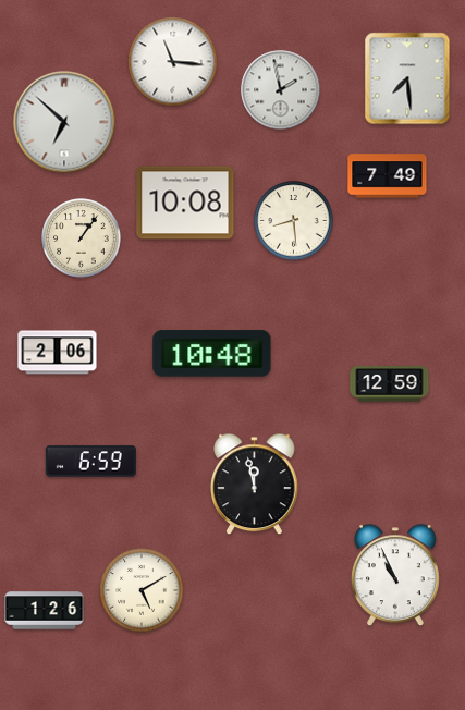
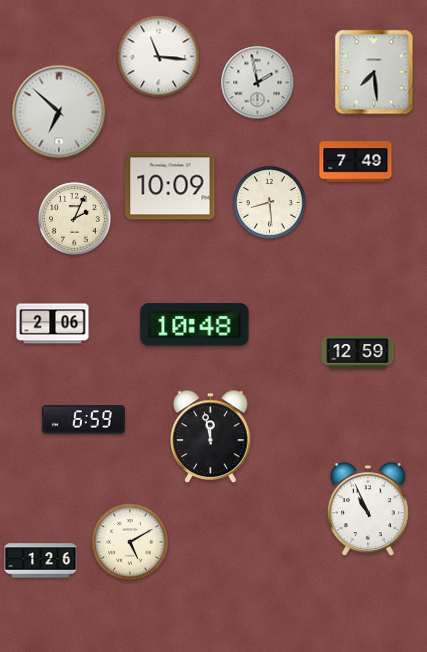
clock at (185, 203): 10:08 -> 10:09
clock at (82, 238): 1:06 -> 2:04
clock at (90, 462) position: (90, 462) -> (83, 420)
clock at (255, 485) position: (255, 485) -> (211, 437)
clock at (395, 576) position: (395, 576) -> (368, 510)
